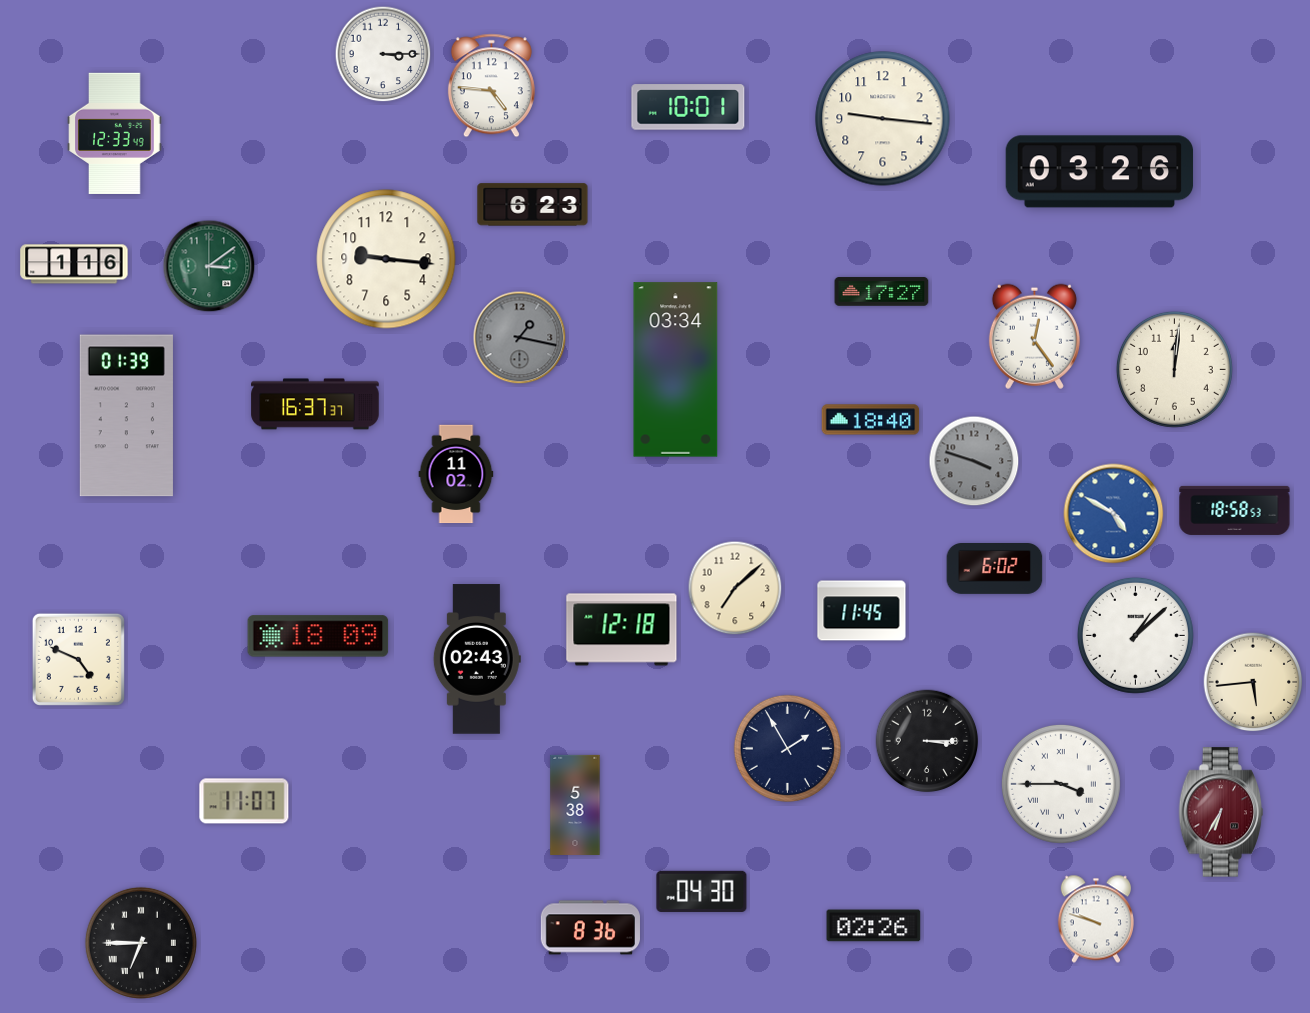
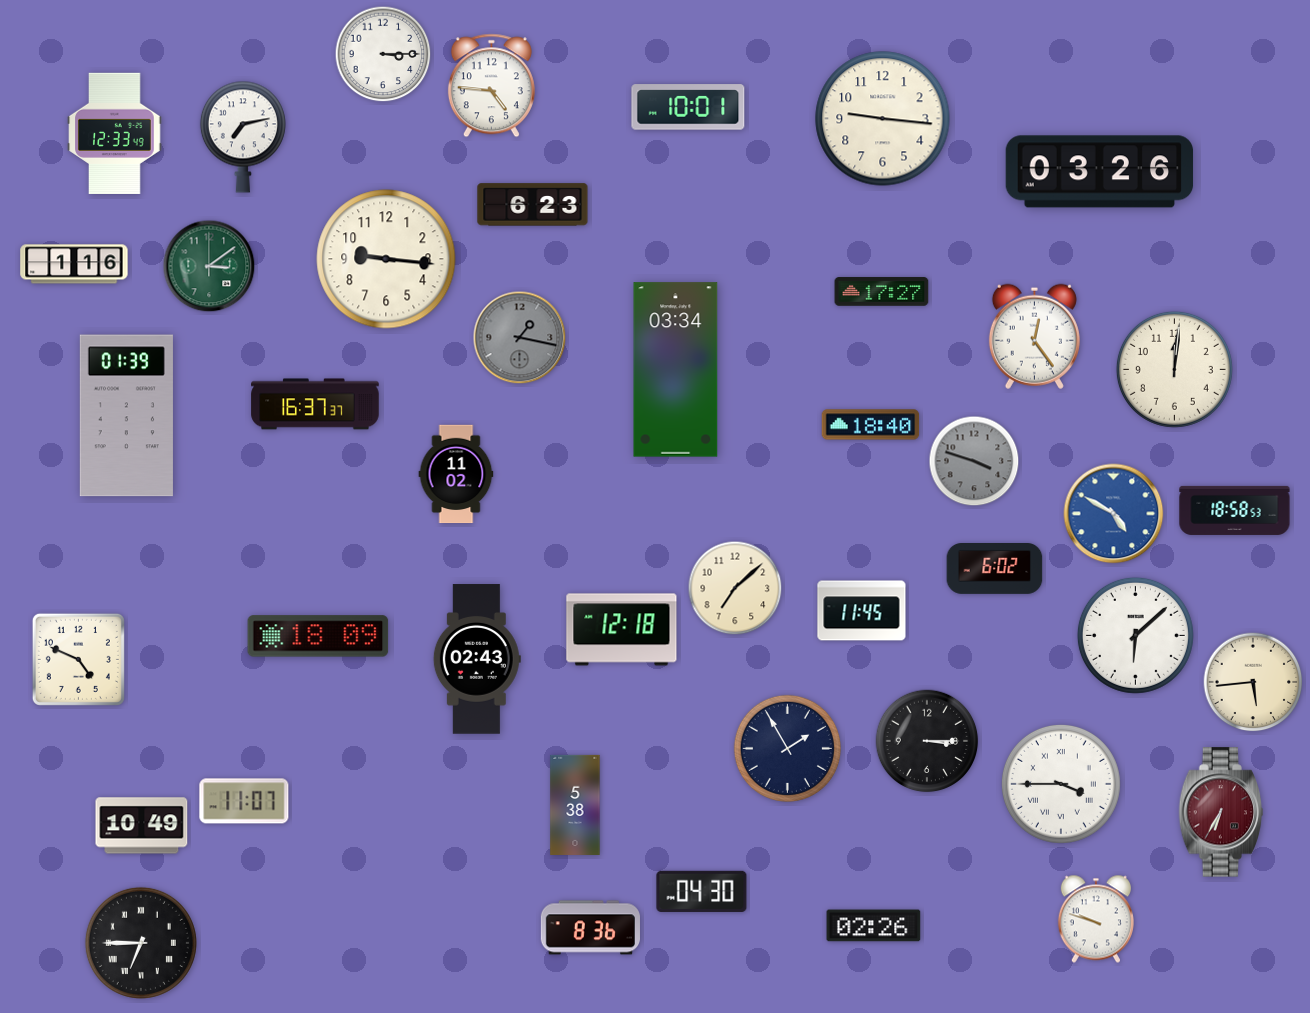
clock at (243, 137): none -> 7:13
clock at (871, 420) position: (871, 420) -> (871, 425)
clock at (1135, 635): 1:08 -> 6:08
clock at (142, 826): none -> 10:49
